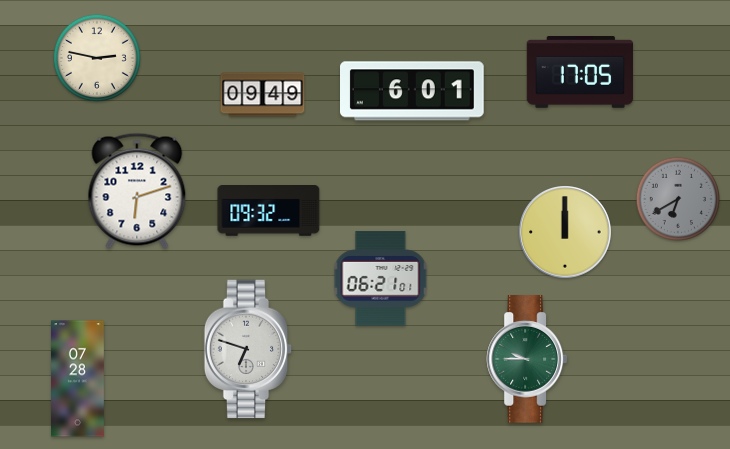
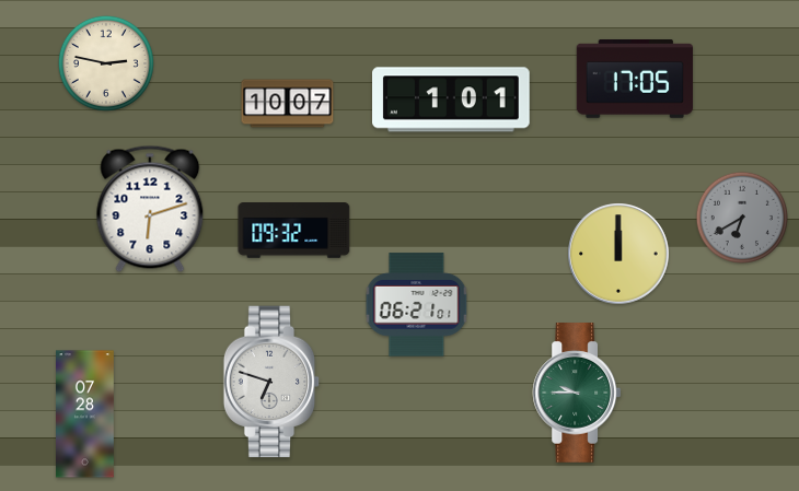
clock at (413, 91): 6:01 -> 1:01
clock at (263, 95): 09:49 -> 10:07
